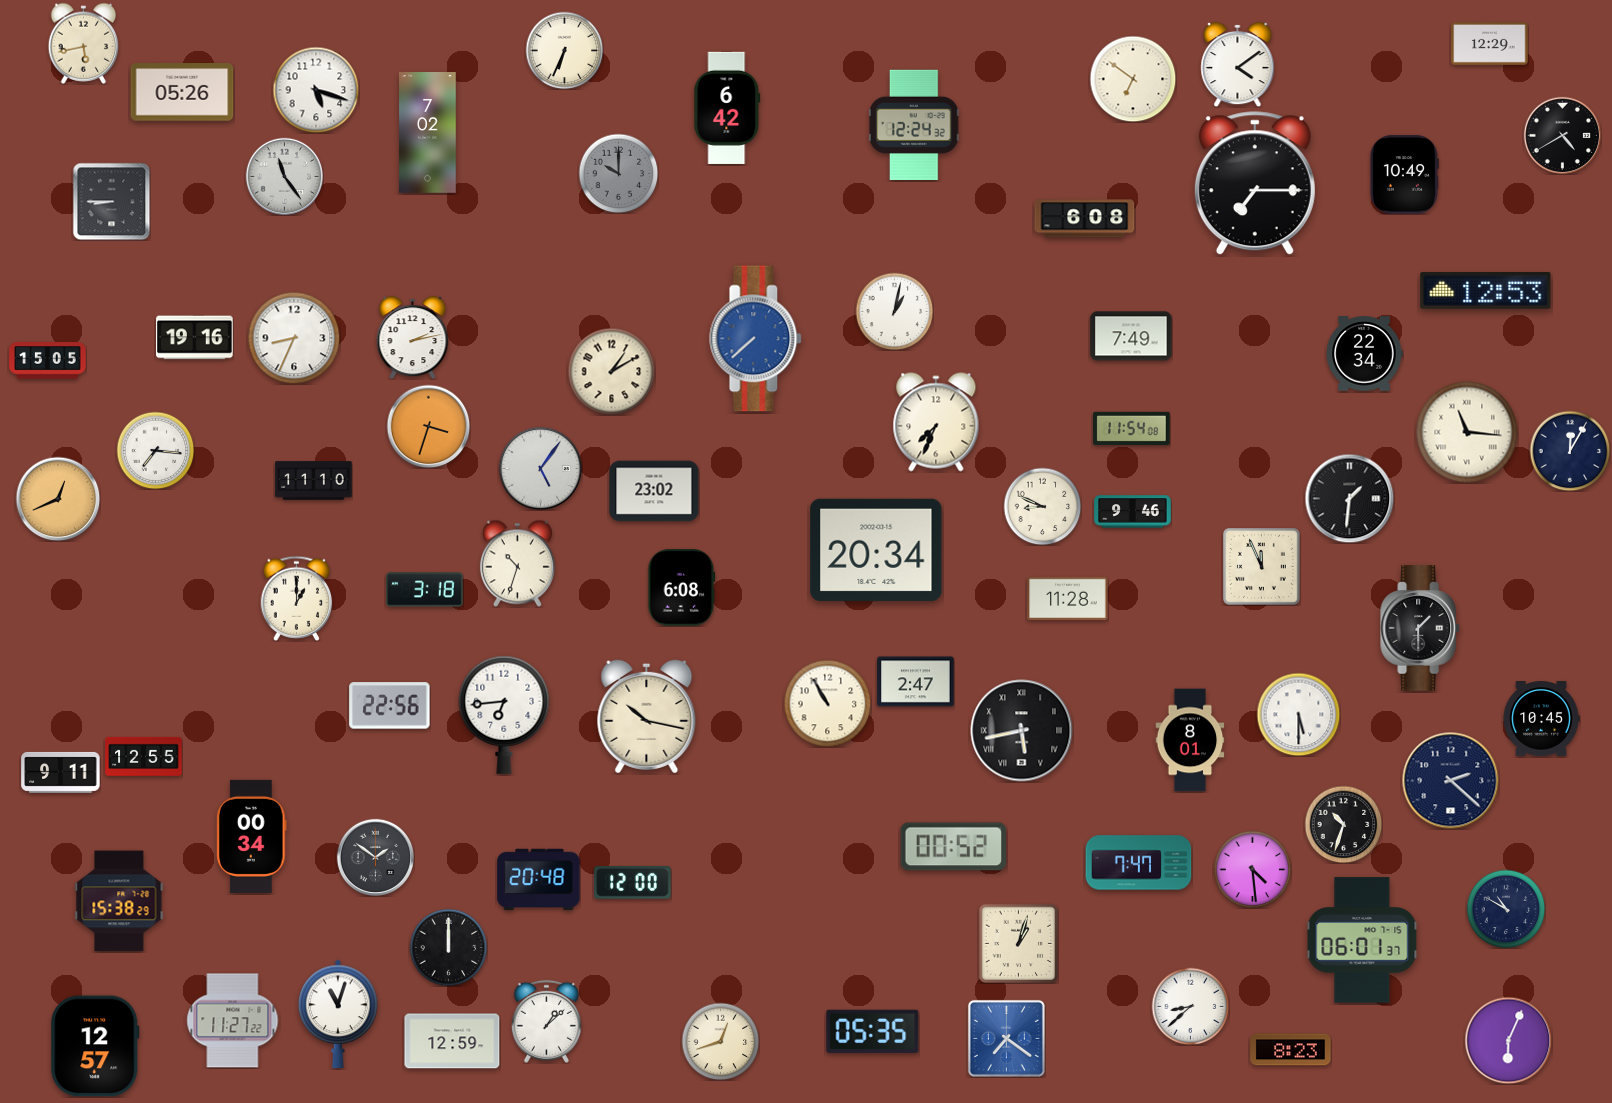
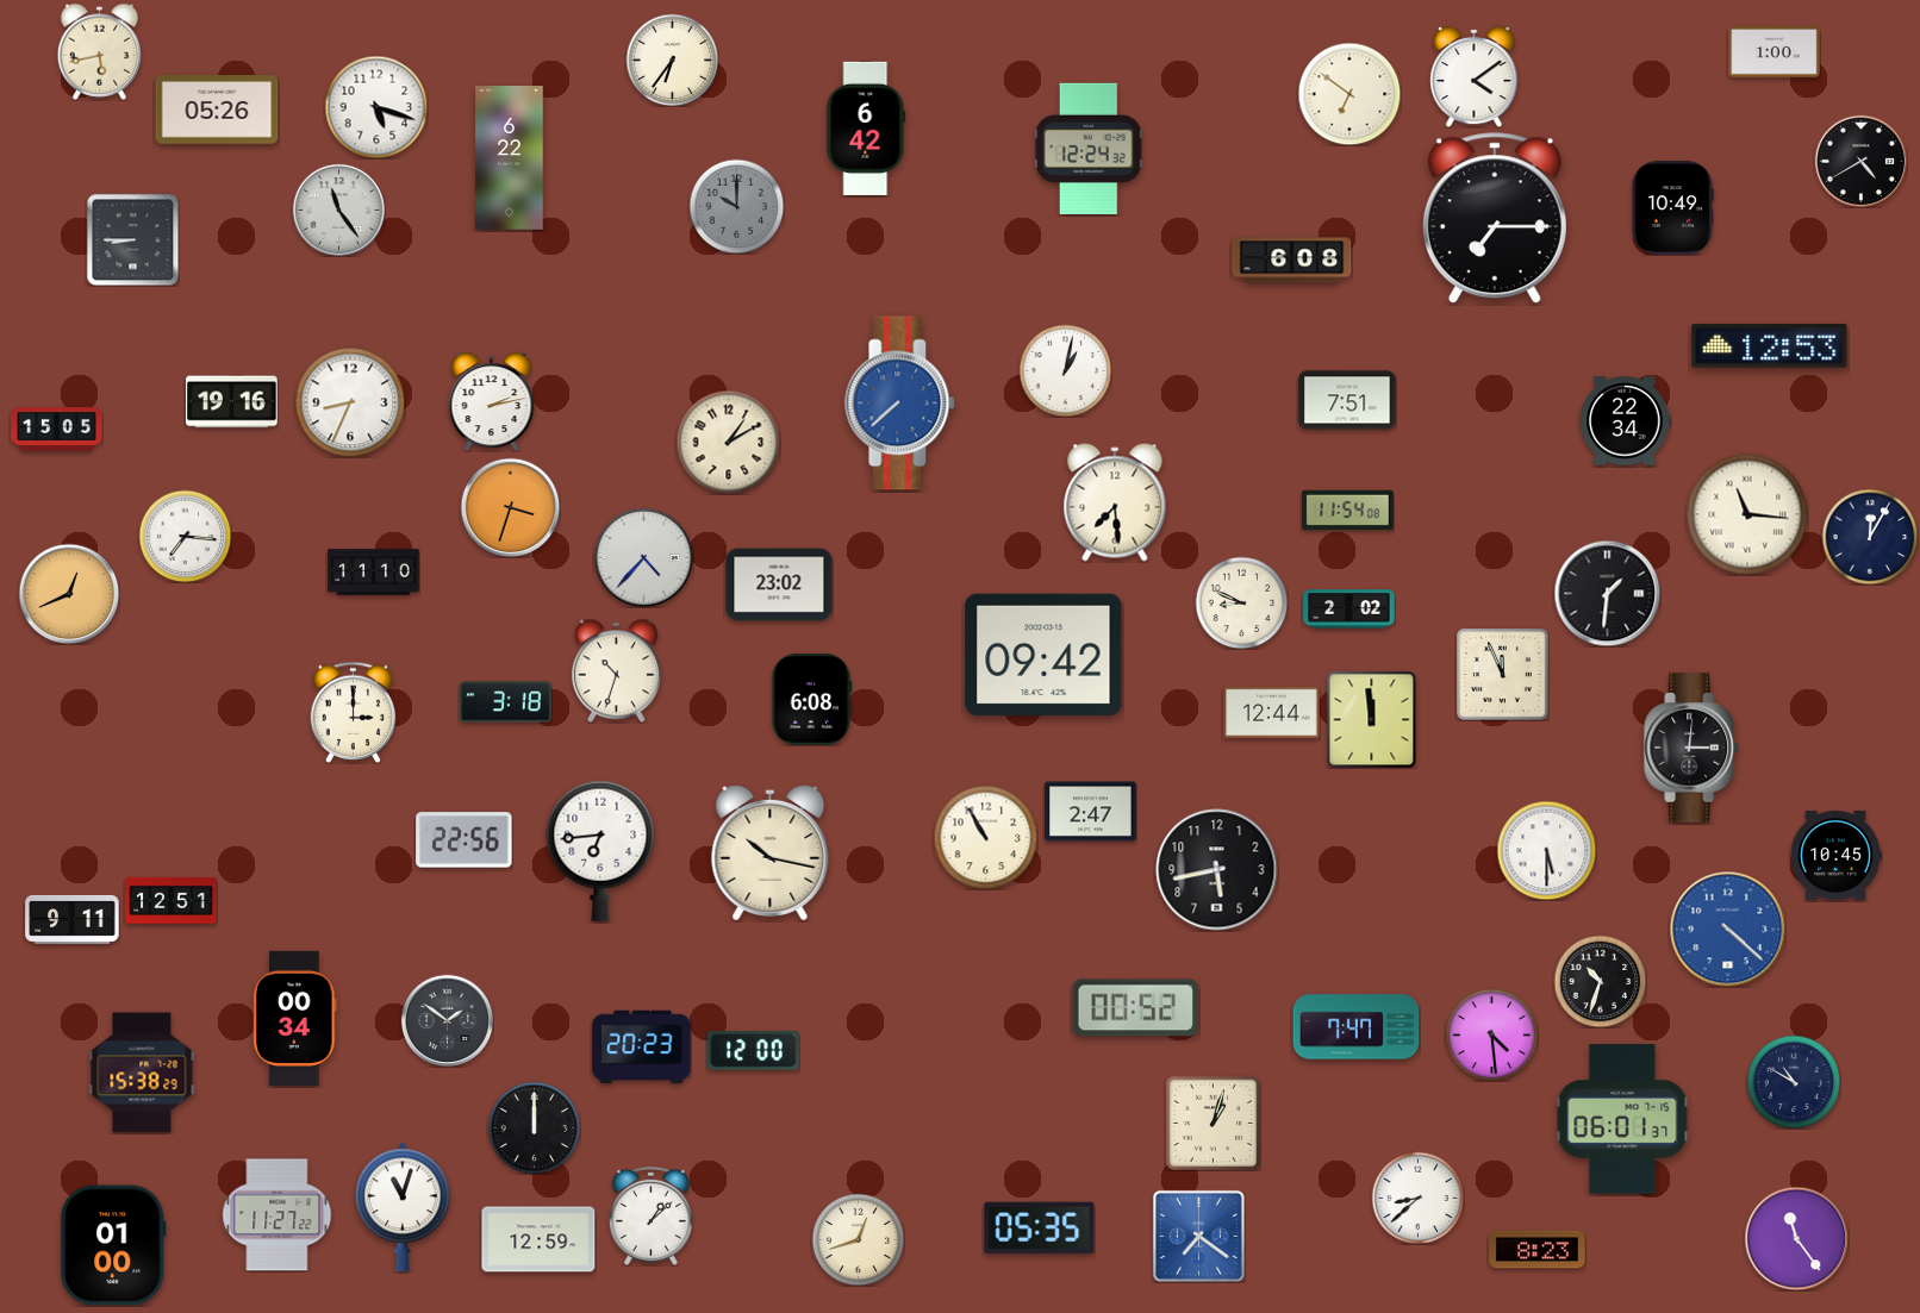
clock at (1490, 44): 12:29 -> 1:00
clock at (564, 50): 6:34 -> 6:36
clock at (428, 133): 7:02 -> 6:22
clock at (1131, 336): 7:49 -> 7:51
clock at (936, 422): 7:34 -> 7:29
clock at (540, 468): 5:06 -> 4:37
clock at (1133, 512): 9:46 -> 2:02
clock at (876, 550): 20:34 -> 09:42
clock at (297, 598): 1:00 -> 3:00
clock at (1068, 599): 11:28 -> 12:44
clock at (1372, 719): none -> 11:59
clock at (1420, 628): 1:30 -> 3:01
clock at (1022, 731) numerals: Roman -> Arabic
clock at (1190, 740): 8:01 -> none
clock at (144, 756): 12:55 -> 12:51
clock at (1451, 781): 2:22 -> 4:22
clock at (1451, 781) dial: navy -> blue
clock at (252, 836) position: (252, 836) -> (295, 1018)
clock at (539, 880): 20:48 -> 20:23
clock at (1508, 1040): 6:04 -> 11:24
clock at (95, 1046): 12:57 -> 01:00
